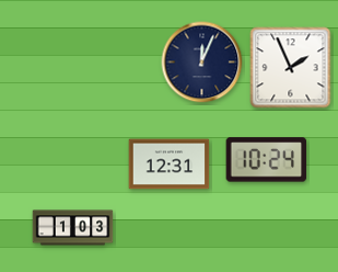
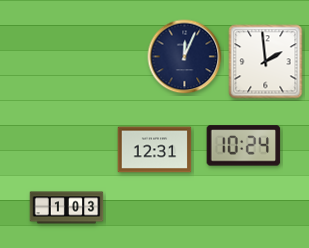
clock at (291, 68): 1:56 -> 1:59
